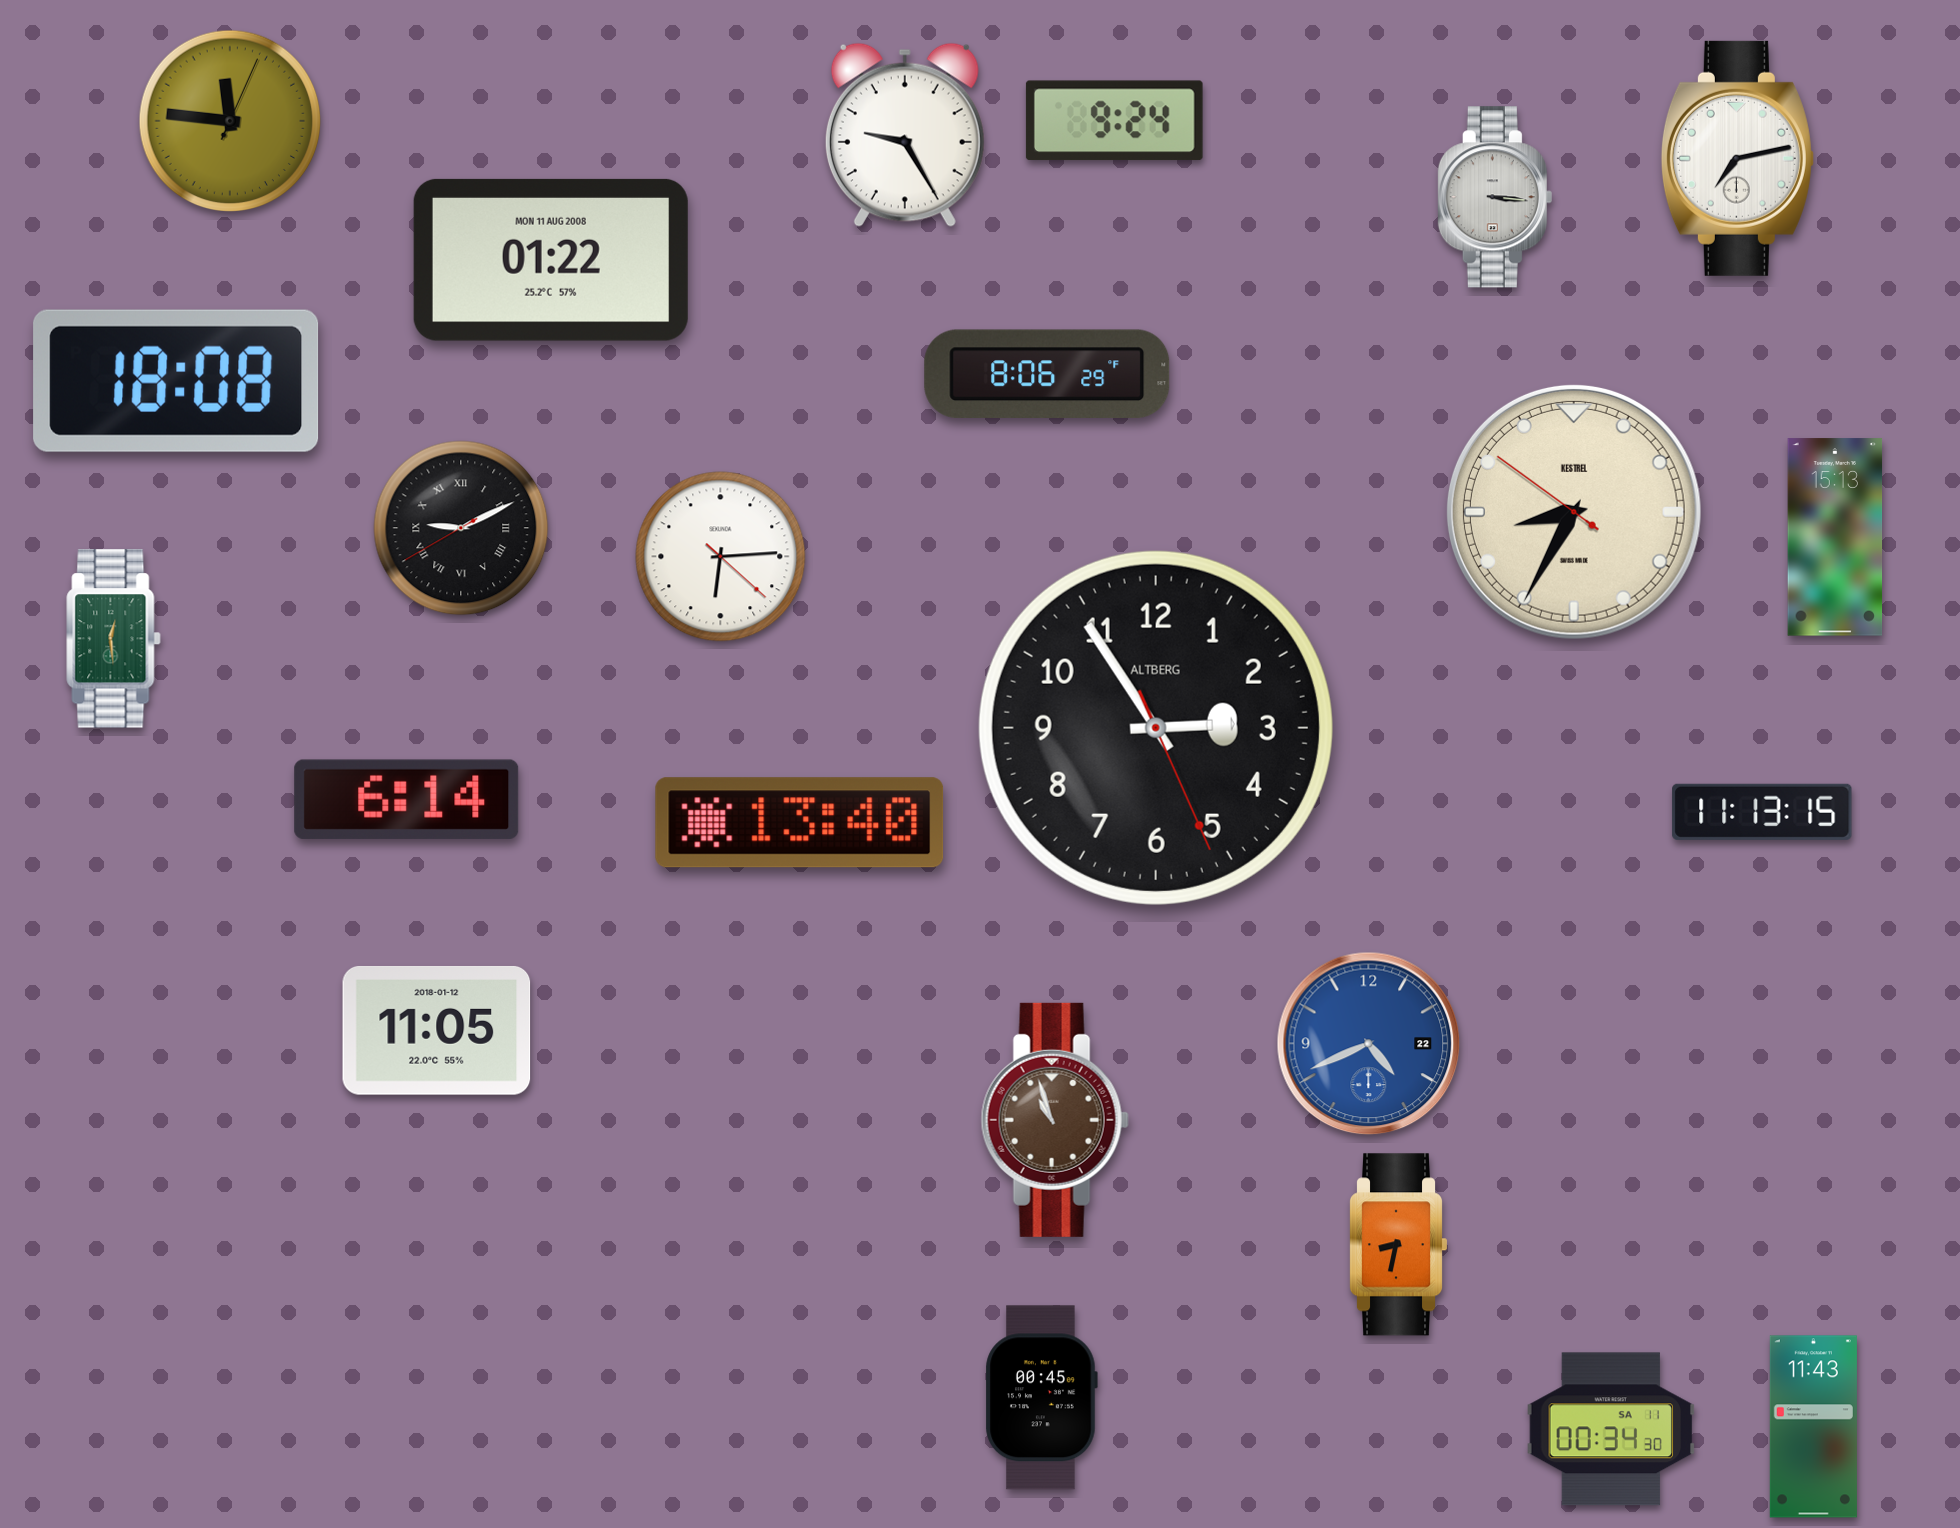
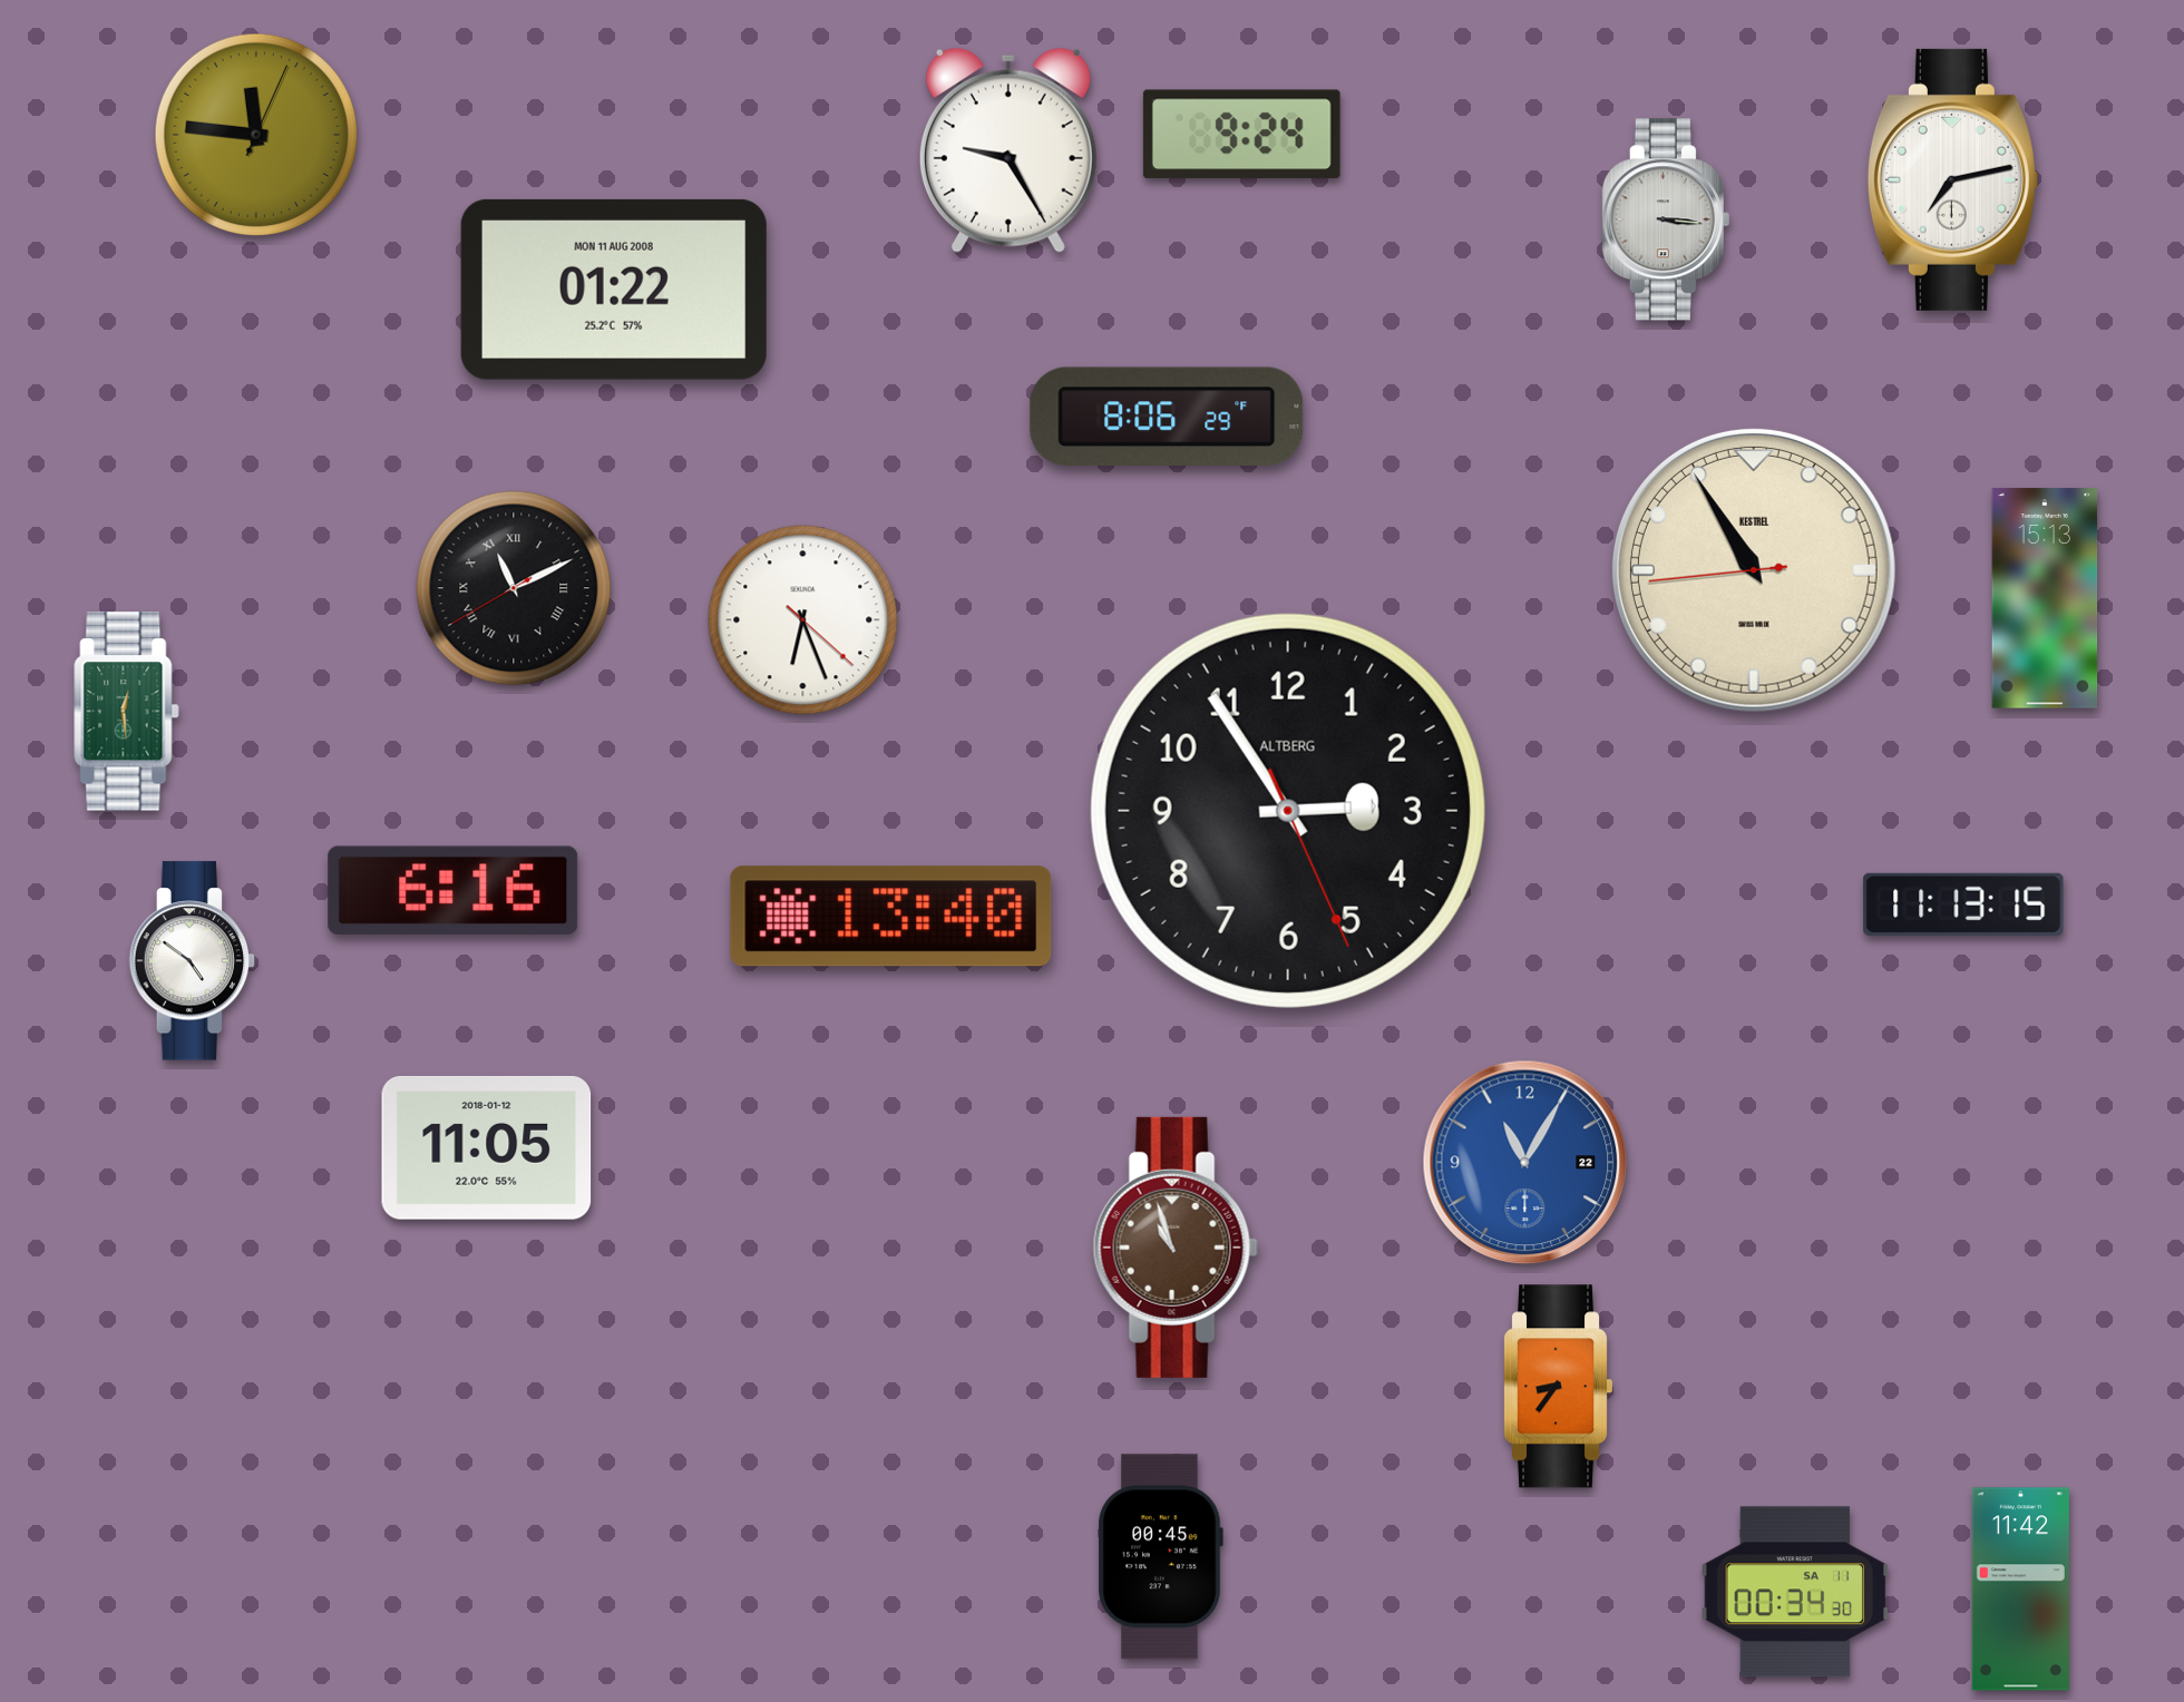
clock at (1737, 158) position: (1737, 158) -> (1952, 179)
clock at (176, 381): 18:08 -> none
clock at (1574, 512): 8:34 -> 10:54
clock at (461, 528): 9:10 -> 11:10
clock at (721, 557): 6:14 -> 6:26
clock at (407, 799): 6:14 -> 6:16
clock at (193, 961): none -> 4:51
clock at (1369, 1044): 4:41 -> 11:05
clock at (1398, 1245): 8:32 -> 8:36
clock at (1813, 1427): 11:43 -> 11:42
